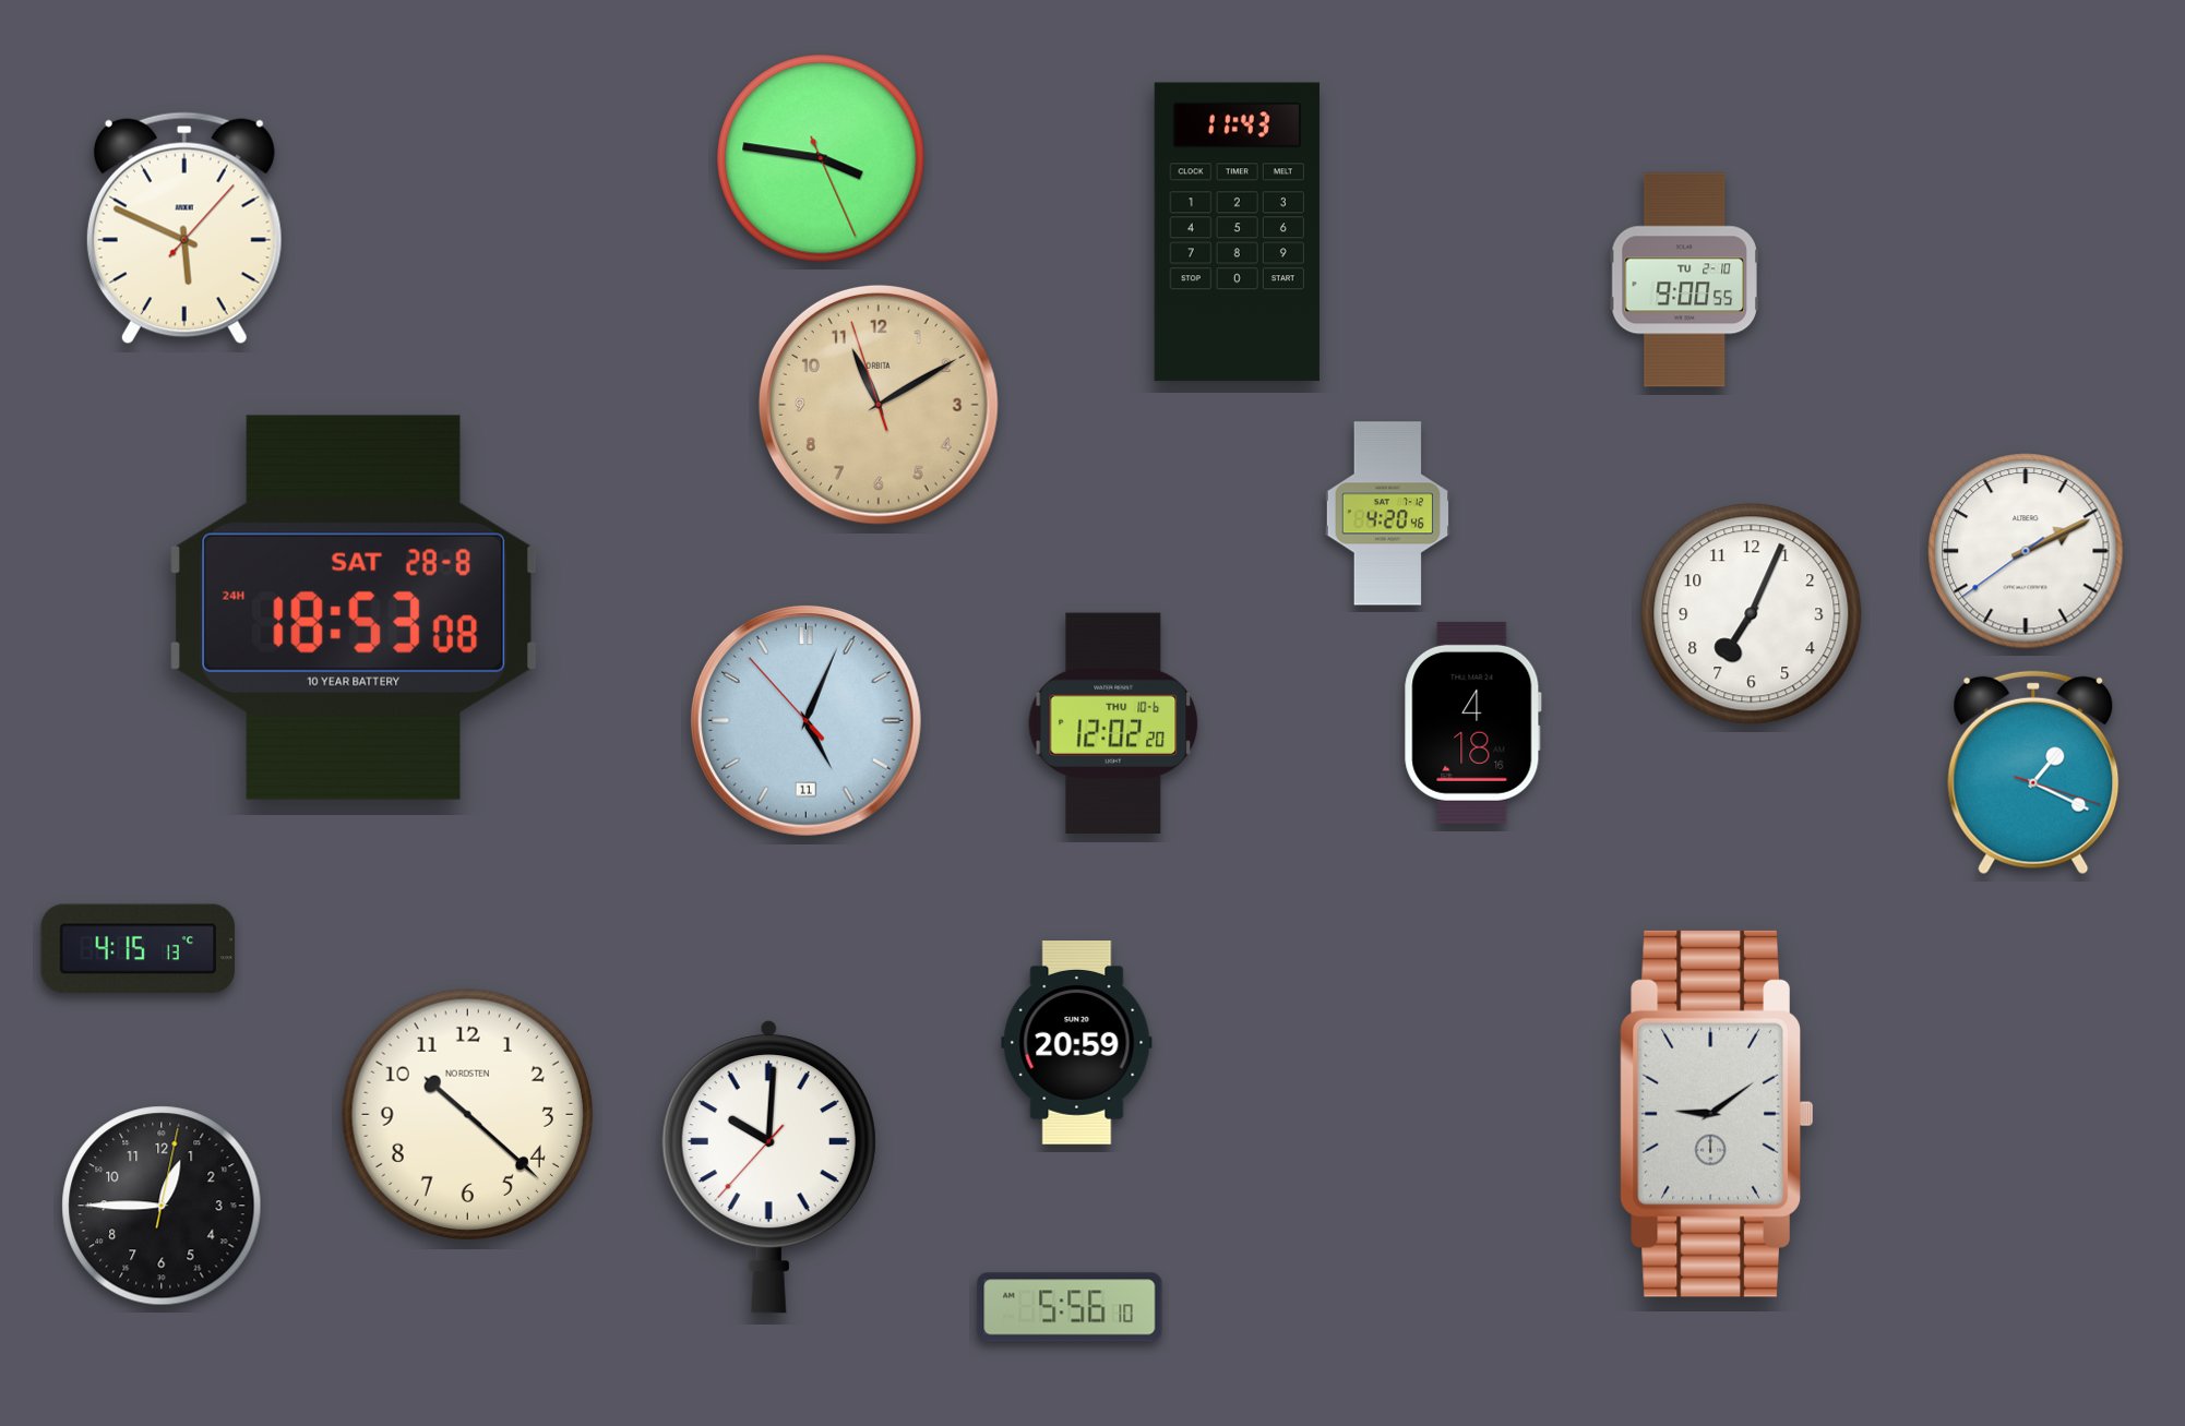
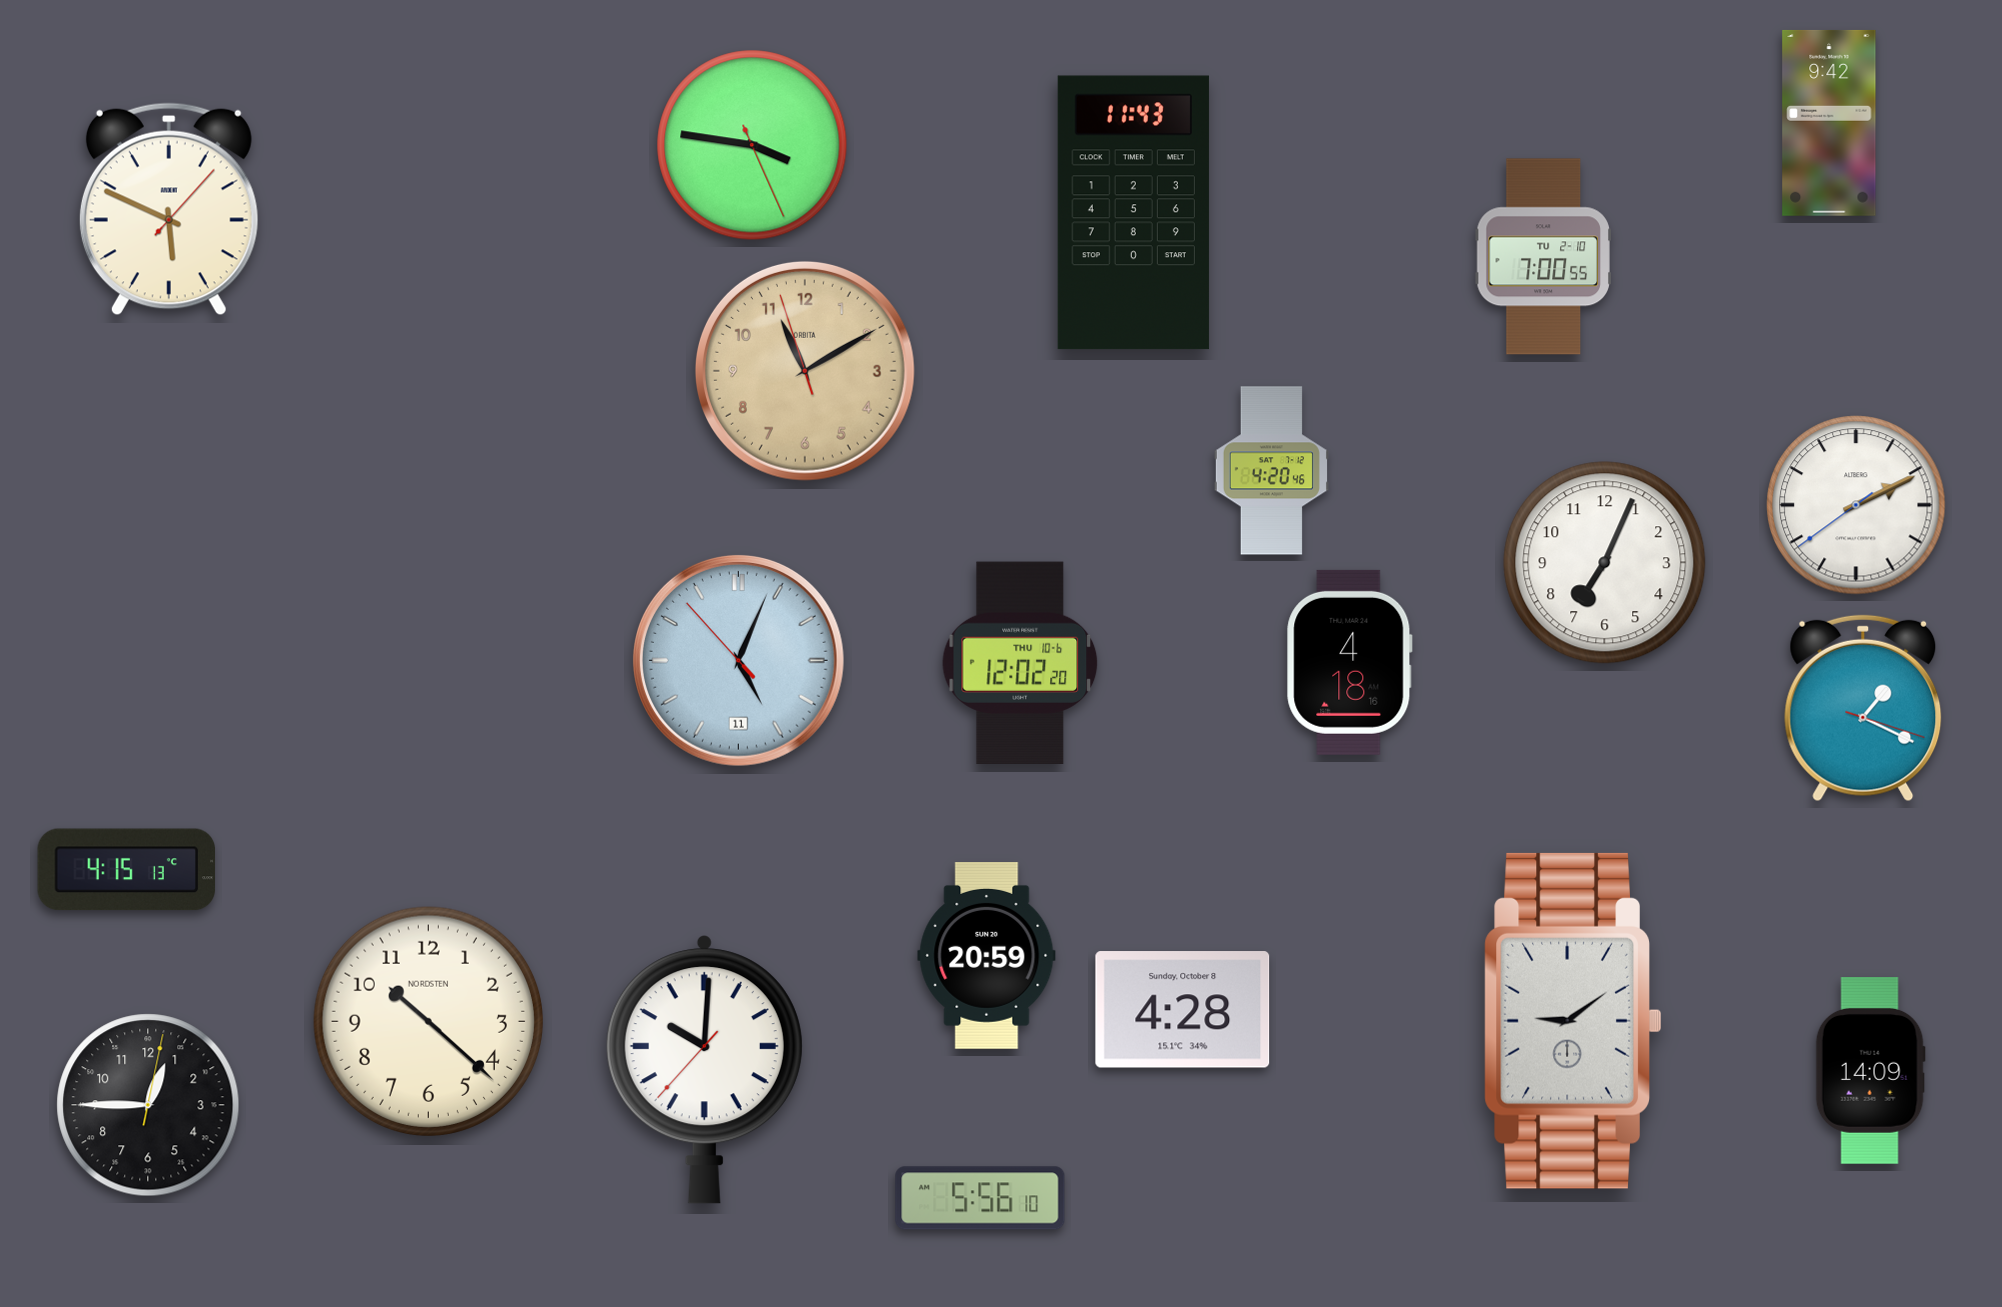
clock at (1829, 123): none -> 9:42
clock at (1684, 280): 9:00 -> 7:00
clock at (353, 608): 18:53 -> none
clock at (1183, 1010): none -> 4:28
clock at (1870, 1071): none -> 14:09
